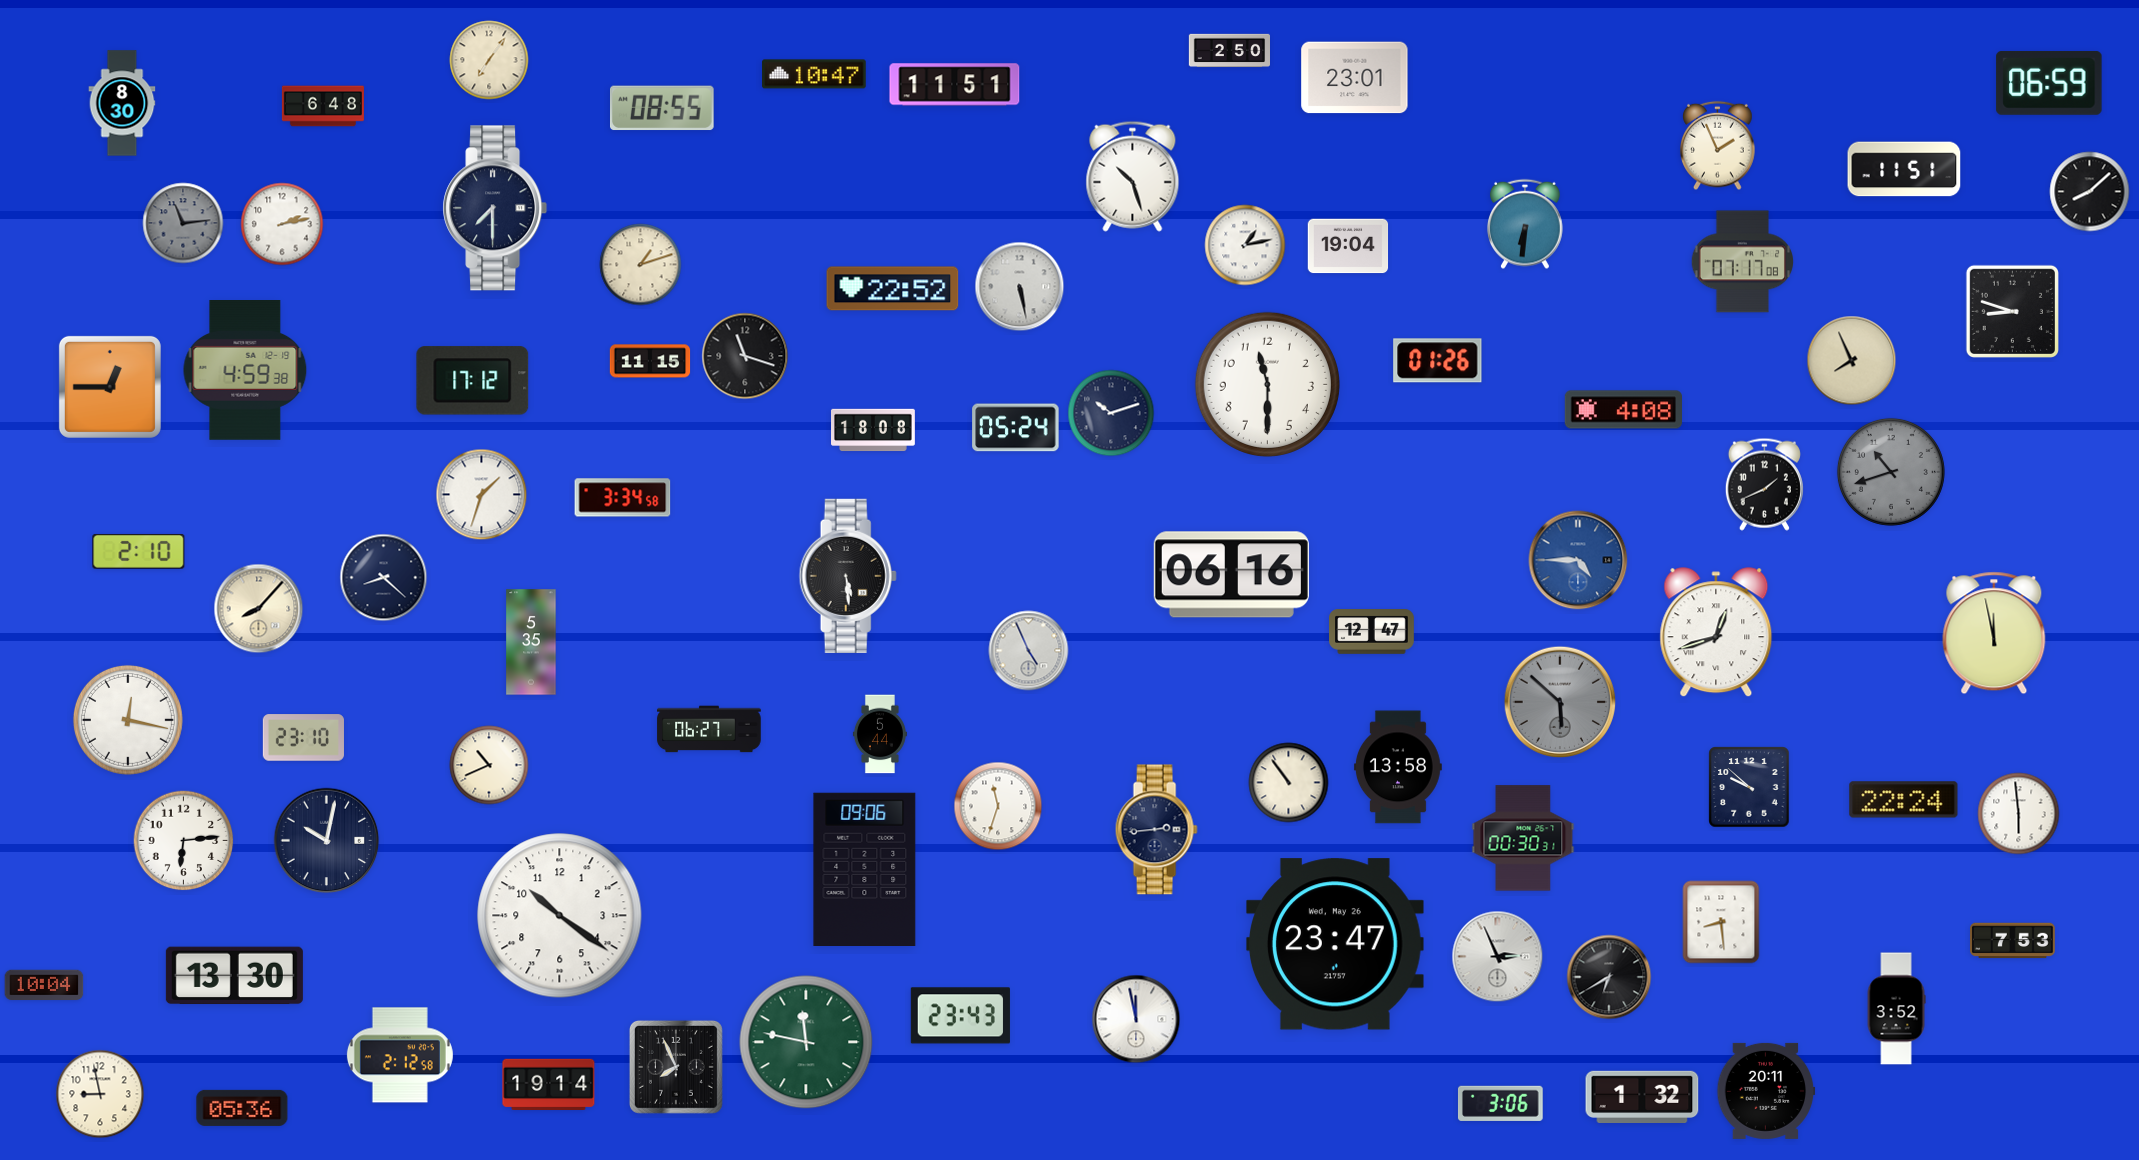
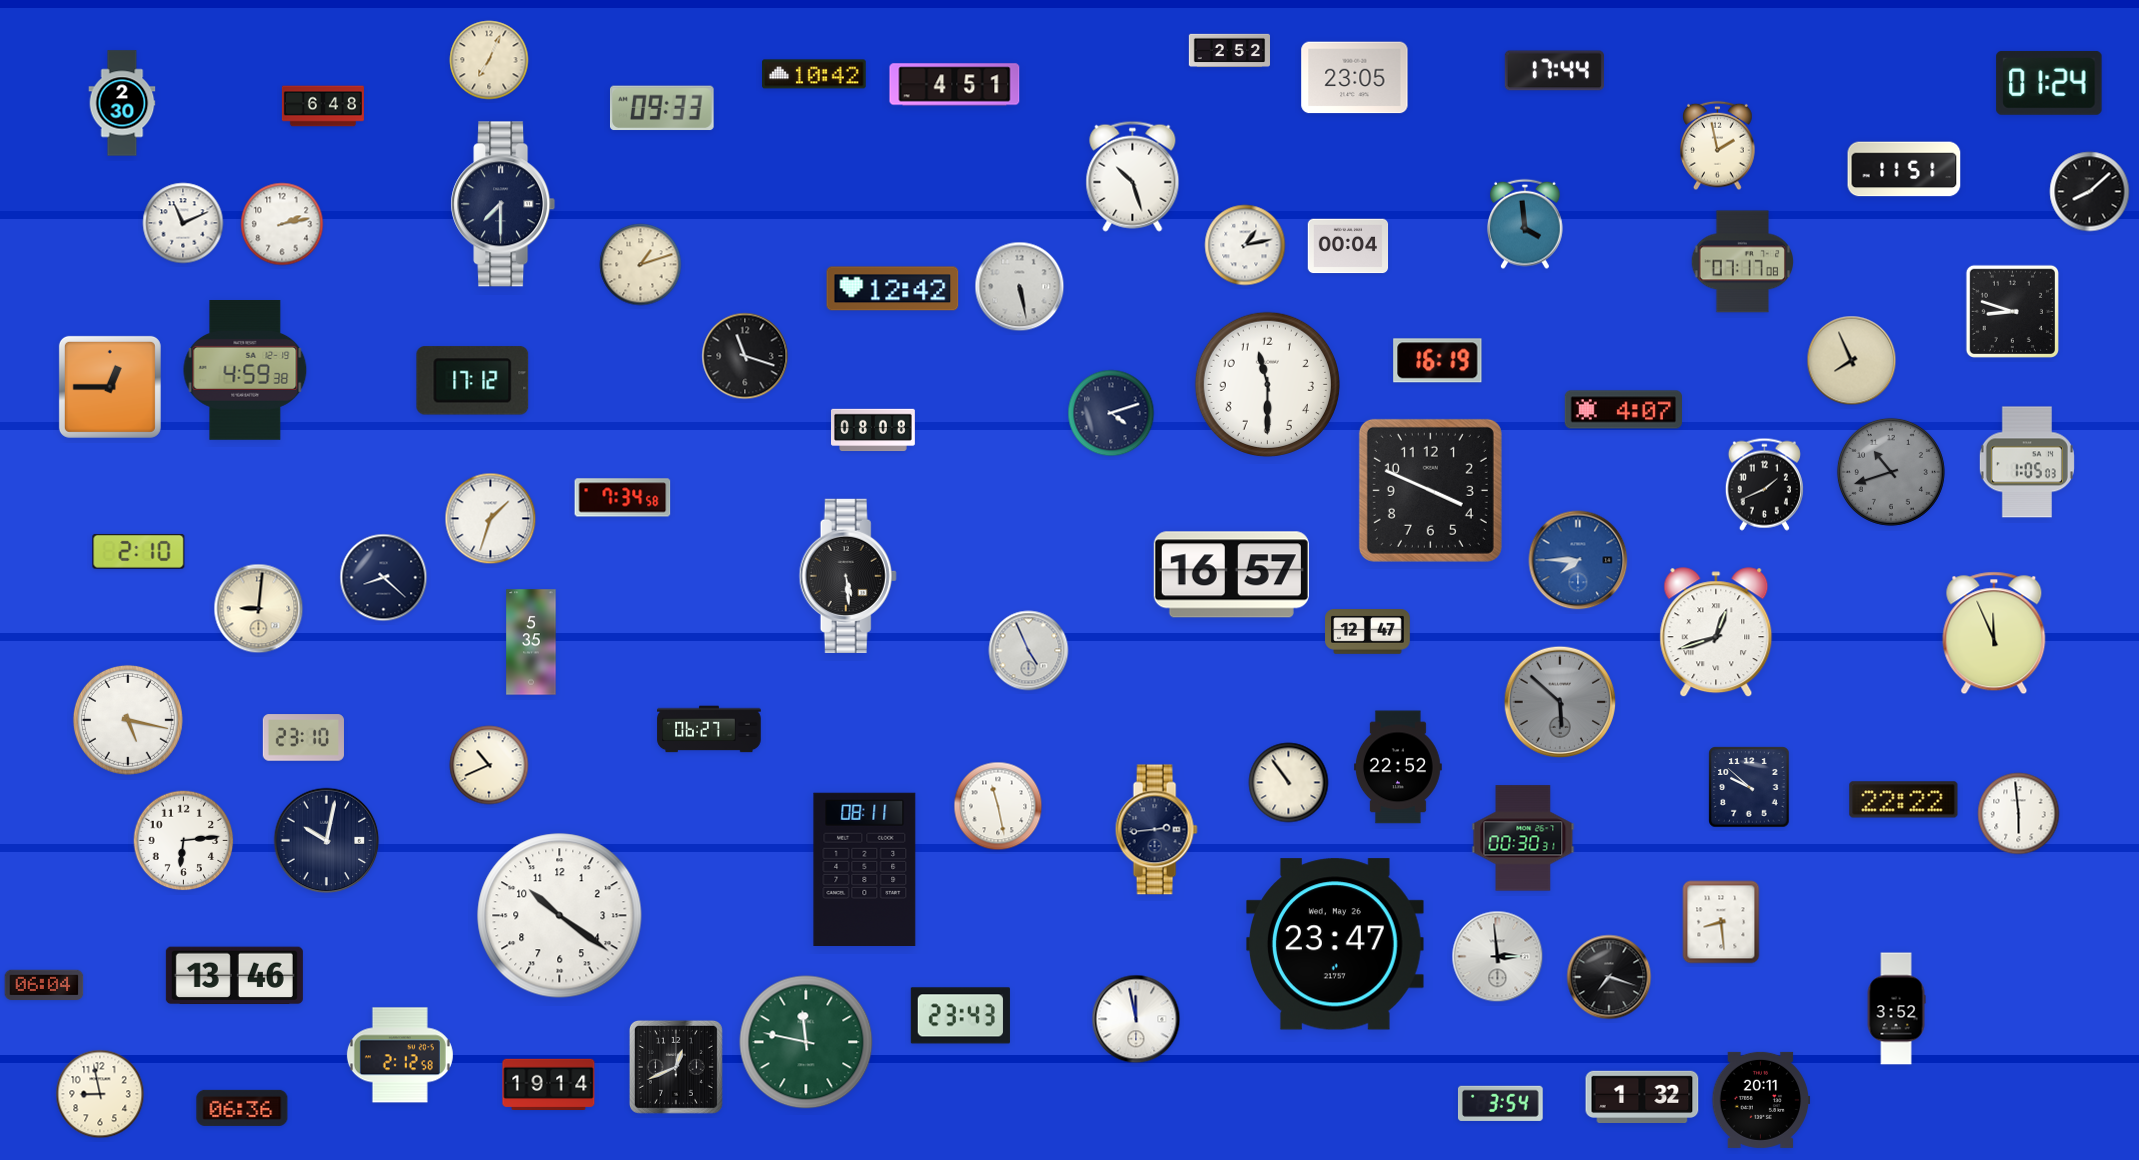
clock at (1229, 51): 2:50 -> 2:52
clock at (489, 60): 7:06 -> 7:04
clock at (1554, 71): none -> 17:44
clock at (814, 74): 10:47 -> 10:42
clock at (1355, 78): 23:01 -> 23:05
clock at (2049, 83): 06:59 -> 01:24
clock at (955, 85): 11:51 -> 4:51
clock at (122, 103): 8:30 -> 2:30
clock at (663, 108): 08:55 -> 09:33
clock at (1718, 146): 1:56 -> 1:58
clock at (495, 208) position: (495, 208) -> (503, 204)
clock at (183, 223): 11:14 -> 11:11
clock at (183, 223) dial: grey -> white
clock at (1526, 224): 6:31 -> 3:59
clock at (1348, 246): 19:04 -> 00:04
clock at (893, 289): 22:52 -> 12:42
clock at (650, 361): 11:15 -> none
clock at (1438, 361): 01:26 -> 16:19
clock at (1623, 410): 4:08 -> 4:07
clock at (1111, 413): 10:12 -> 4:12
clock at (1016, 428): 05:24 -> none
clock at (874, 430): 18:08 -> 08:08
clock at (2027, 462): none -> 1:05
clock at (1430, 490): none -> 3:49
clock at (482, 495) position: (482, 495) -> (491, 519)
clock at (623, 498): 3:34 -> 7:34
clock at (1578, 560): 4:45 -> 7:45
clock at (1231, 575): 06:16 -> 16:57
clock at (259, 609): 8:07 -> 9:01
clock at (1372, 632) position: (1372, 632) -> (1368, 632)
clock at (1994, 633): 11:58 -> 11:56
clock at (128, 720): 12:17 -> 5:17
clock at (880, 734): 5:44 -> none
clock at (1398, 767): 13:58 -> 22:52
clock at (1904, 800): 22:24 -> 22:22
clock at (998, 806): 11:33 -> 11:28
clock at (865, 869): 09:06 -> 08:11
clock at (2013, 941): 7:53 -> none
clock at (1498, 957): 2:56 -> 2:59
clock at (234, 976): 13:30 -> 13:46
clock at (1609, 977): 6:40 -> 7:18
clock at (44, 985): 10:04 -> 06:04
clock at (676, 1067): 7:56 -> 12:41
clock at (1766, 1091) position: (1766, 1091) -> (1761, 1100)
clock at (1500, 1103): 3:06 -> 3:54
clock at (242, 1108): 05:36 -> 06:36
